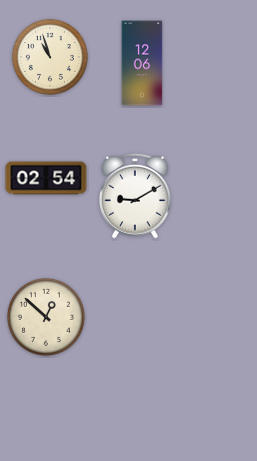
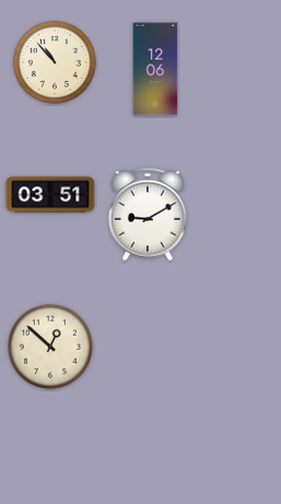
clock at (50, 57): 10:57 -> 10:53
clock at (46, 178): 02:54 -> 03:51
